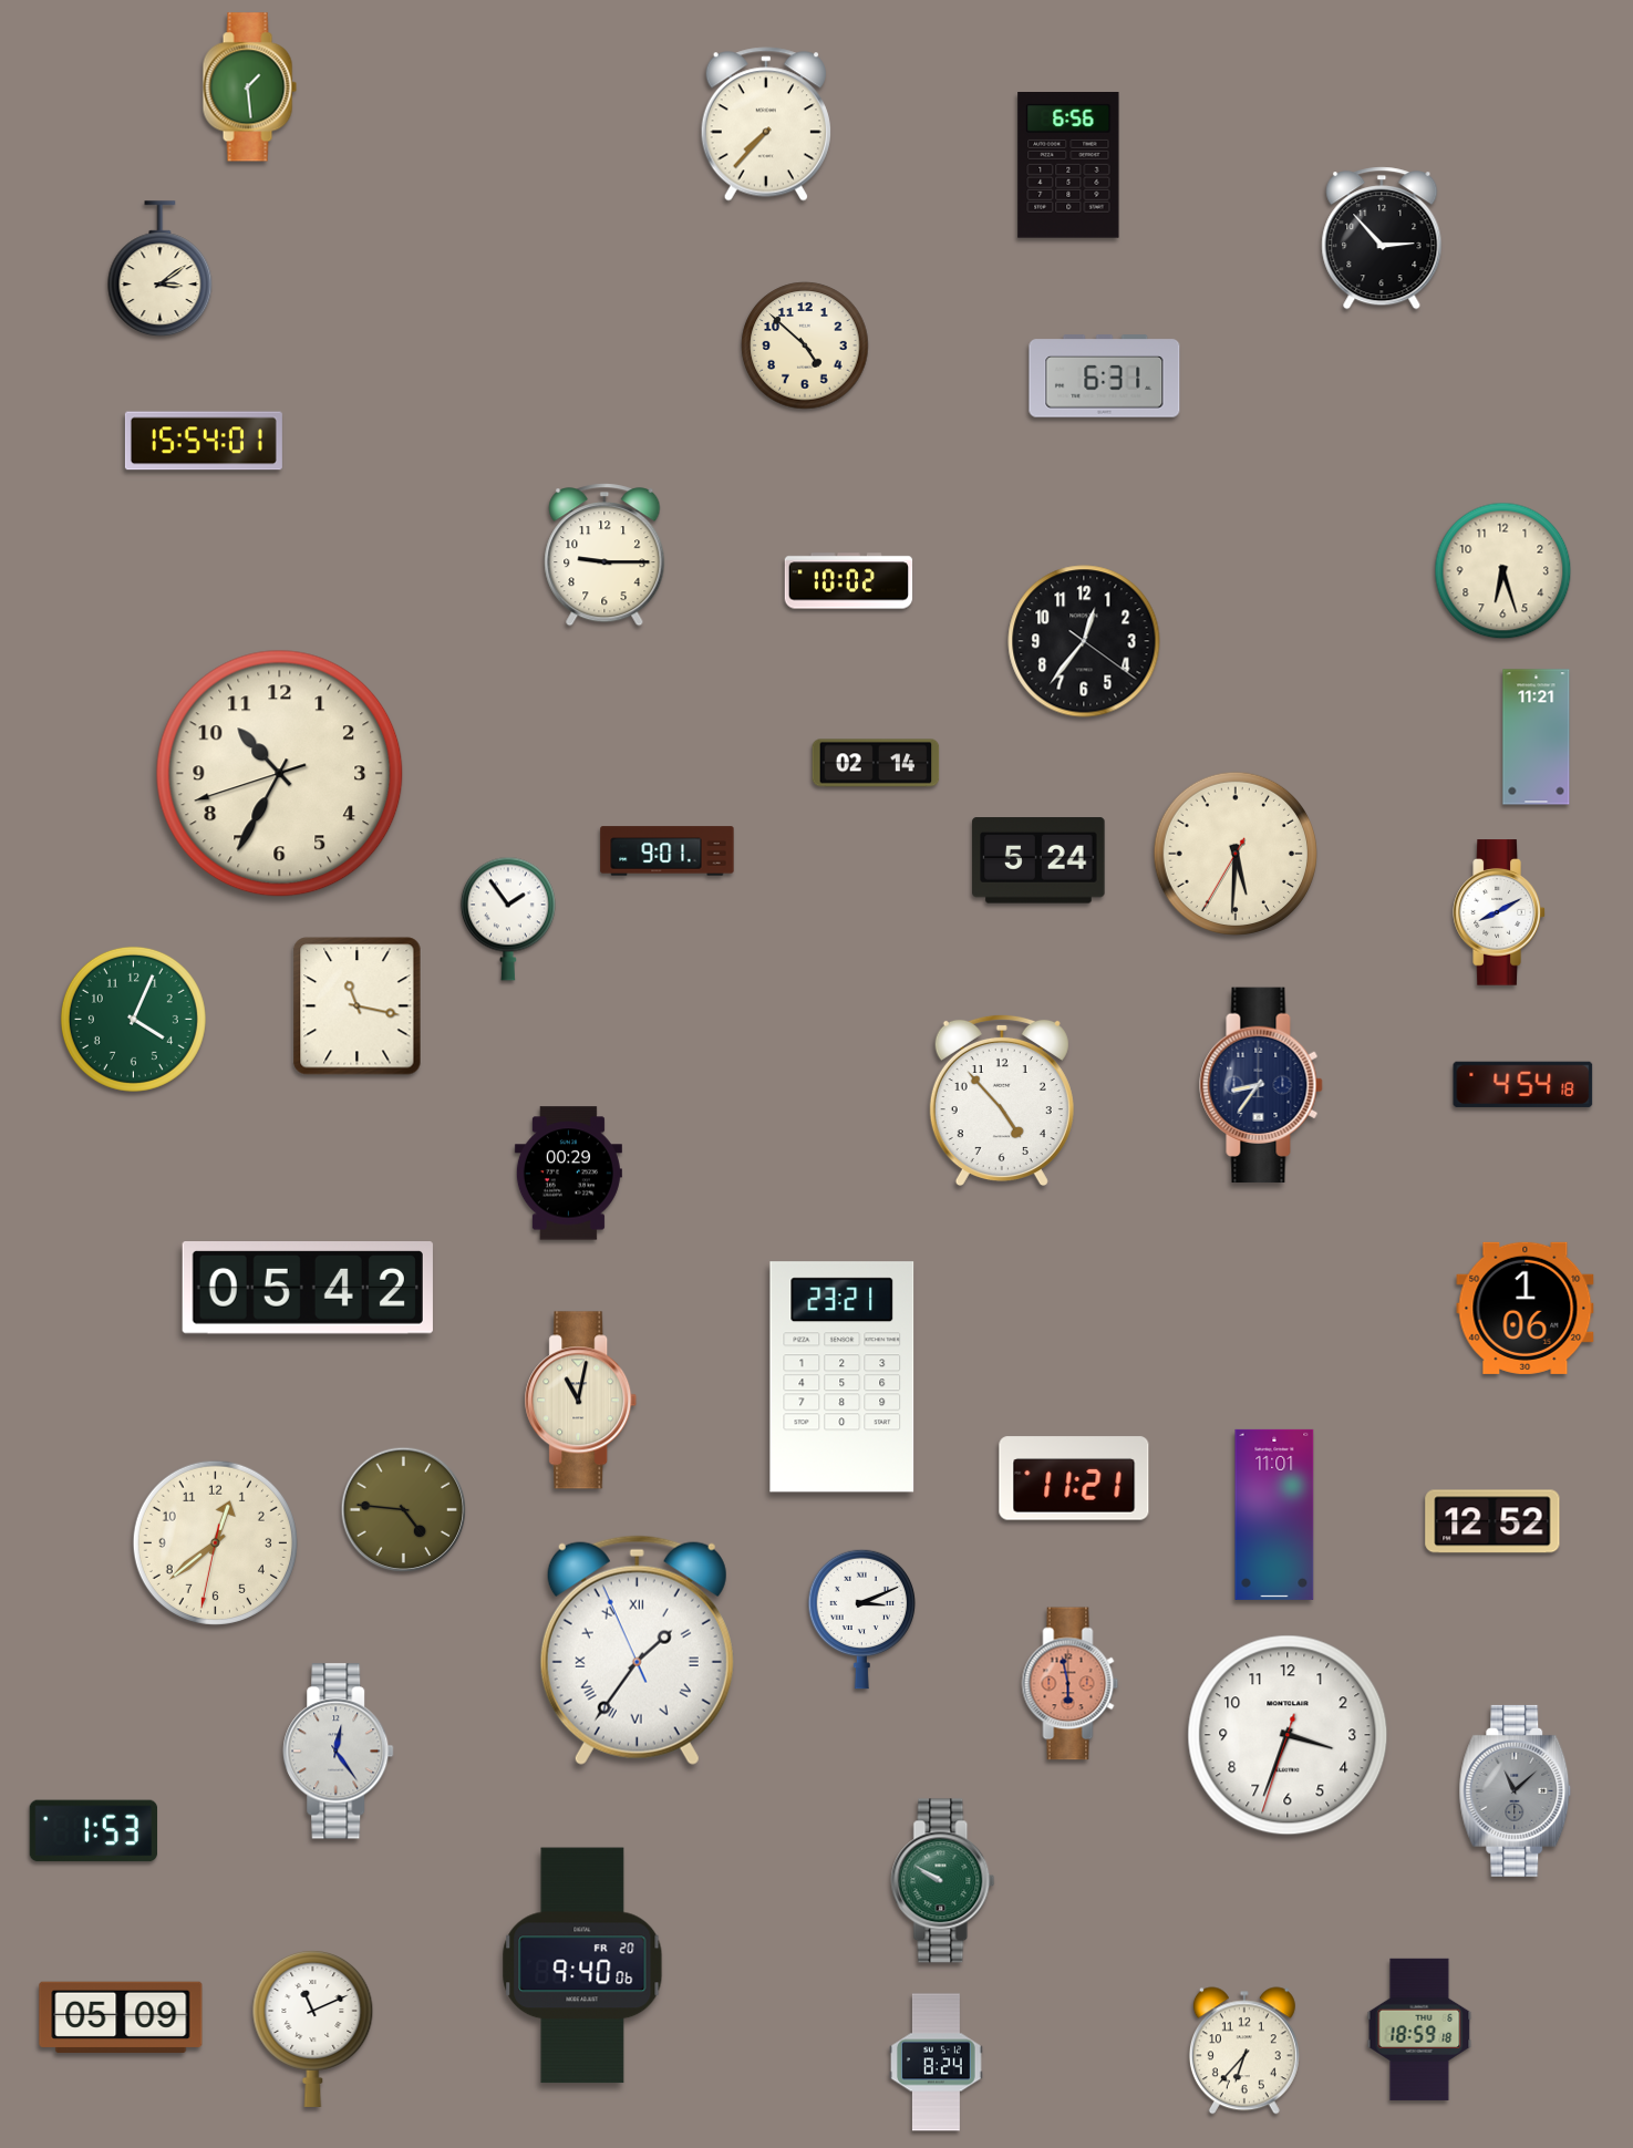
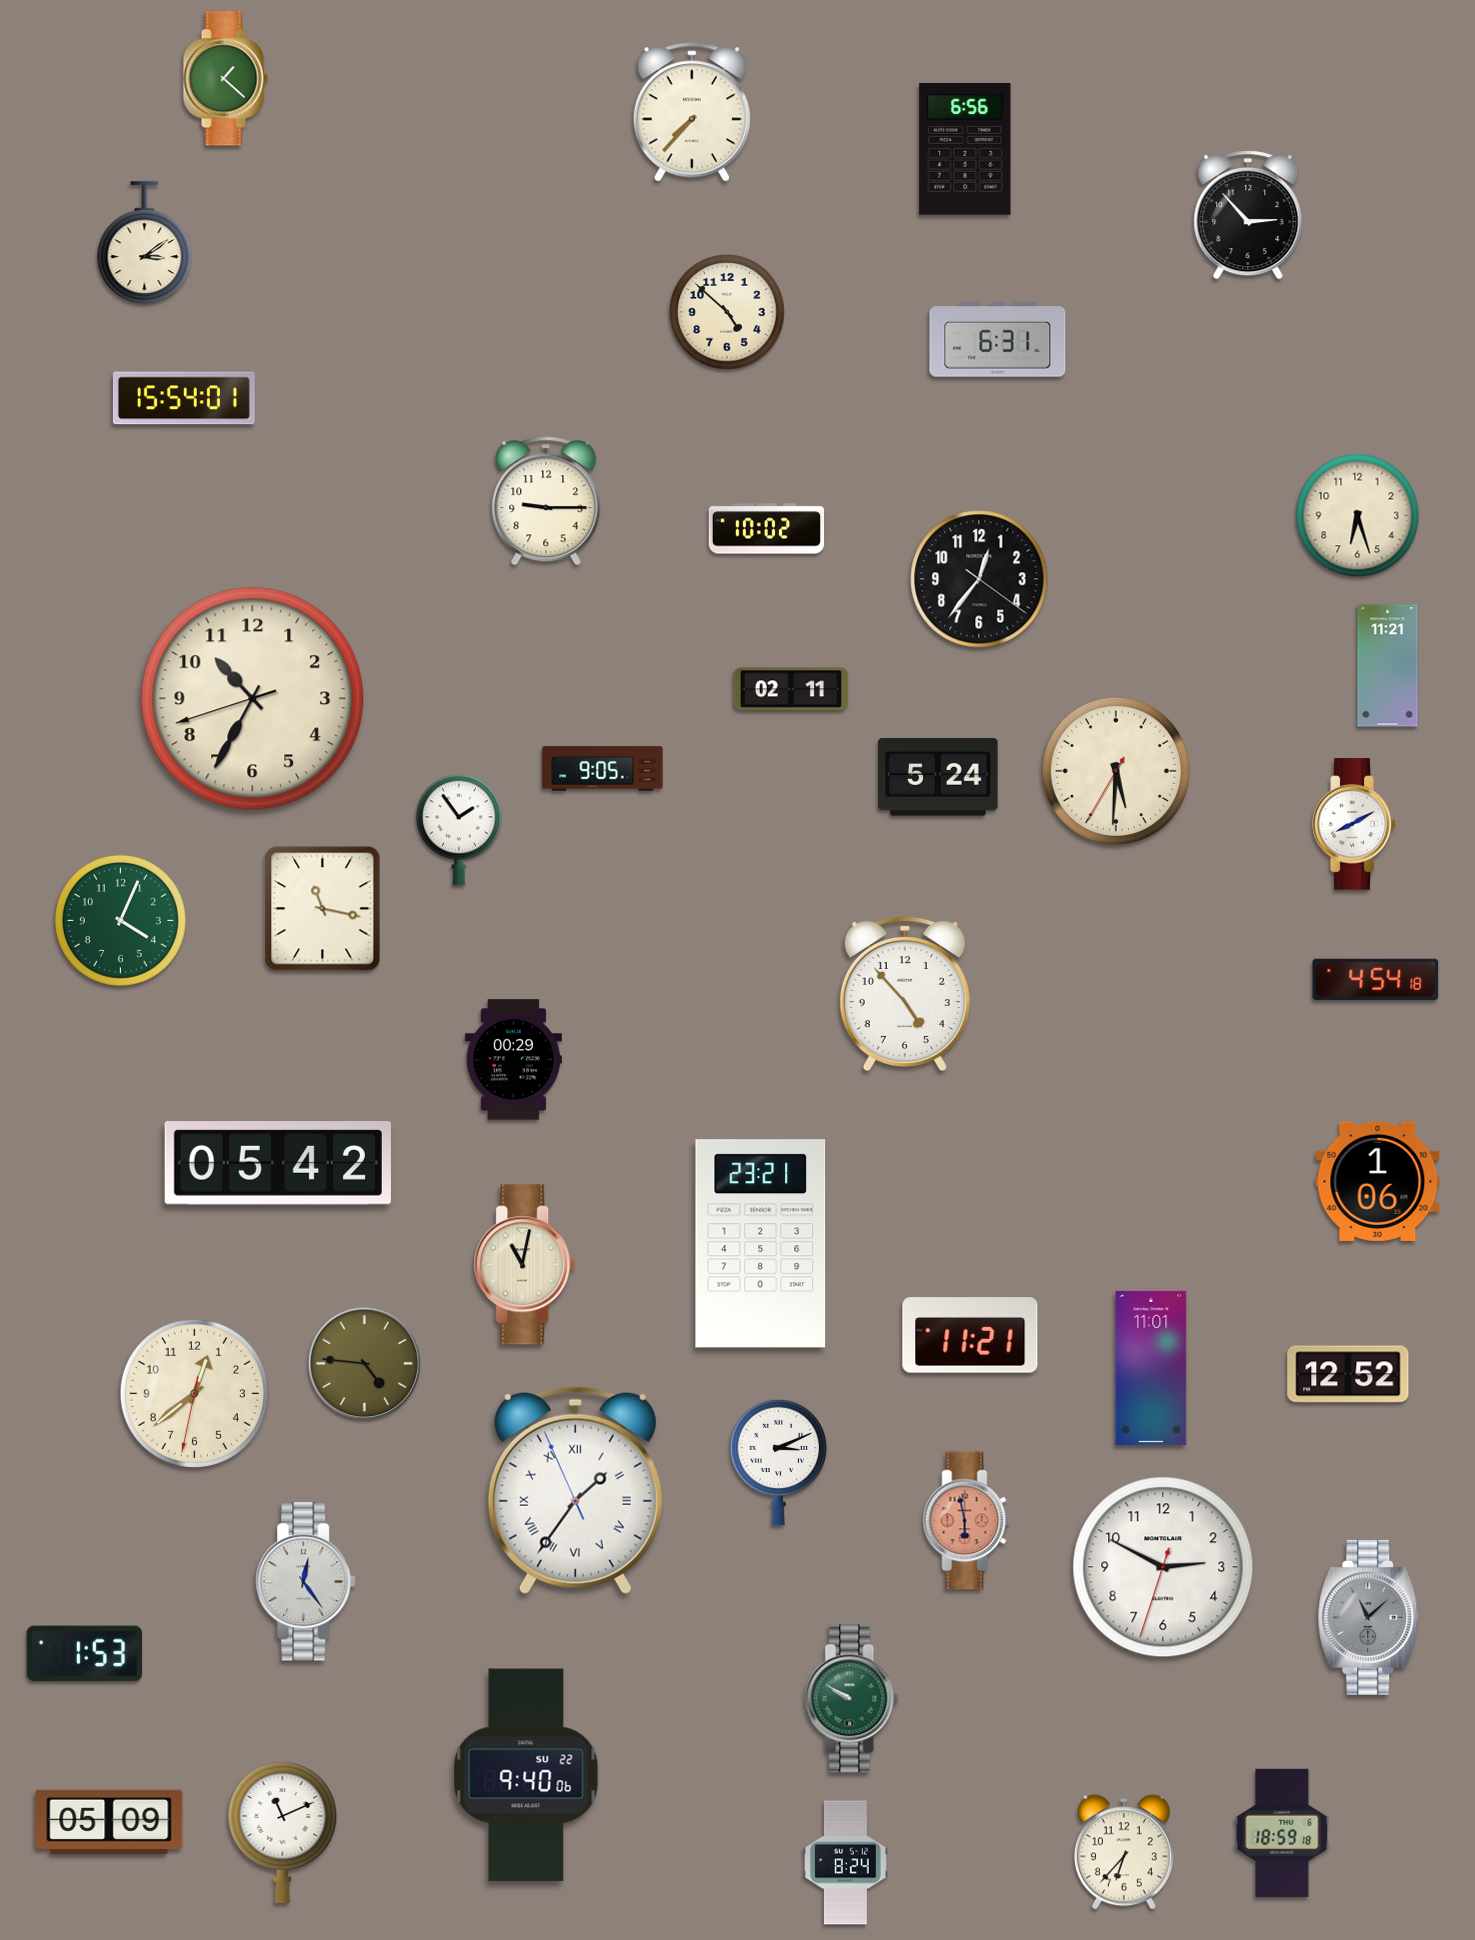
clock at (249, 87): 1:29 -> 1:22
clock at (849, 581) position: (849, 581) -> (767, 529)
clock at (876, 763): 02:14 -> 02:11
clock at (668, 851): 9:01 -> 9:05
clock at (1261, 1085): 8:36 -> none
clock at (1288, 1735): 3:33 -> 2:49
clock at (582, 1965) date: FR 20 -> SU 22
